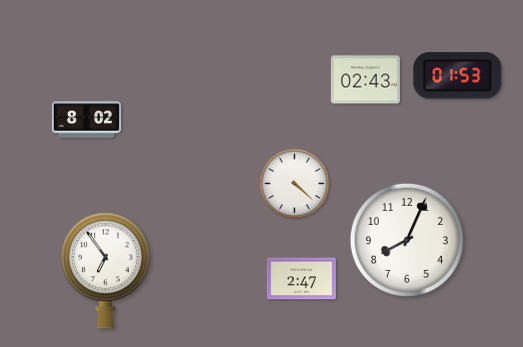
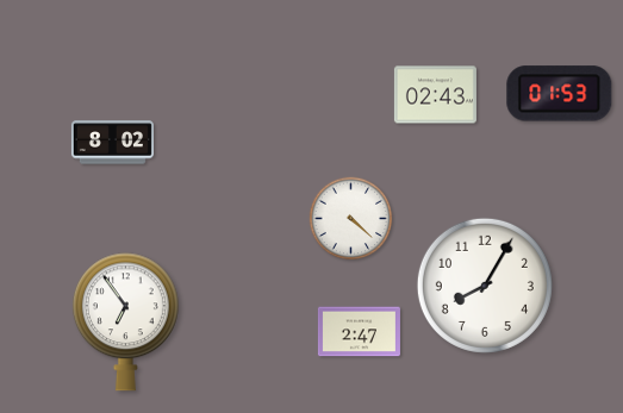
clock at (458, 76) position: (458, 76) -> (560, 94)
clock at (86, 120) position: (86, 120) -> (112, 143)
clock at (407, 240): 8:04 -> 8:05
